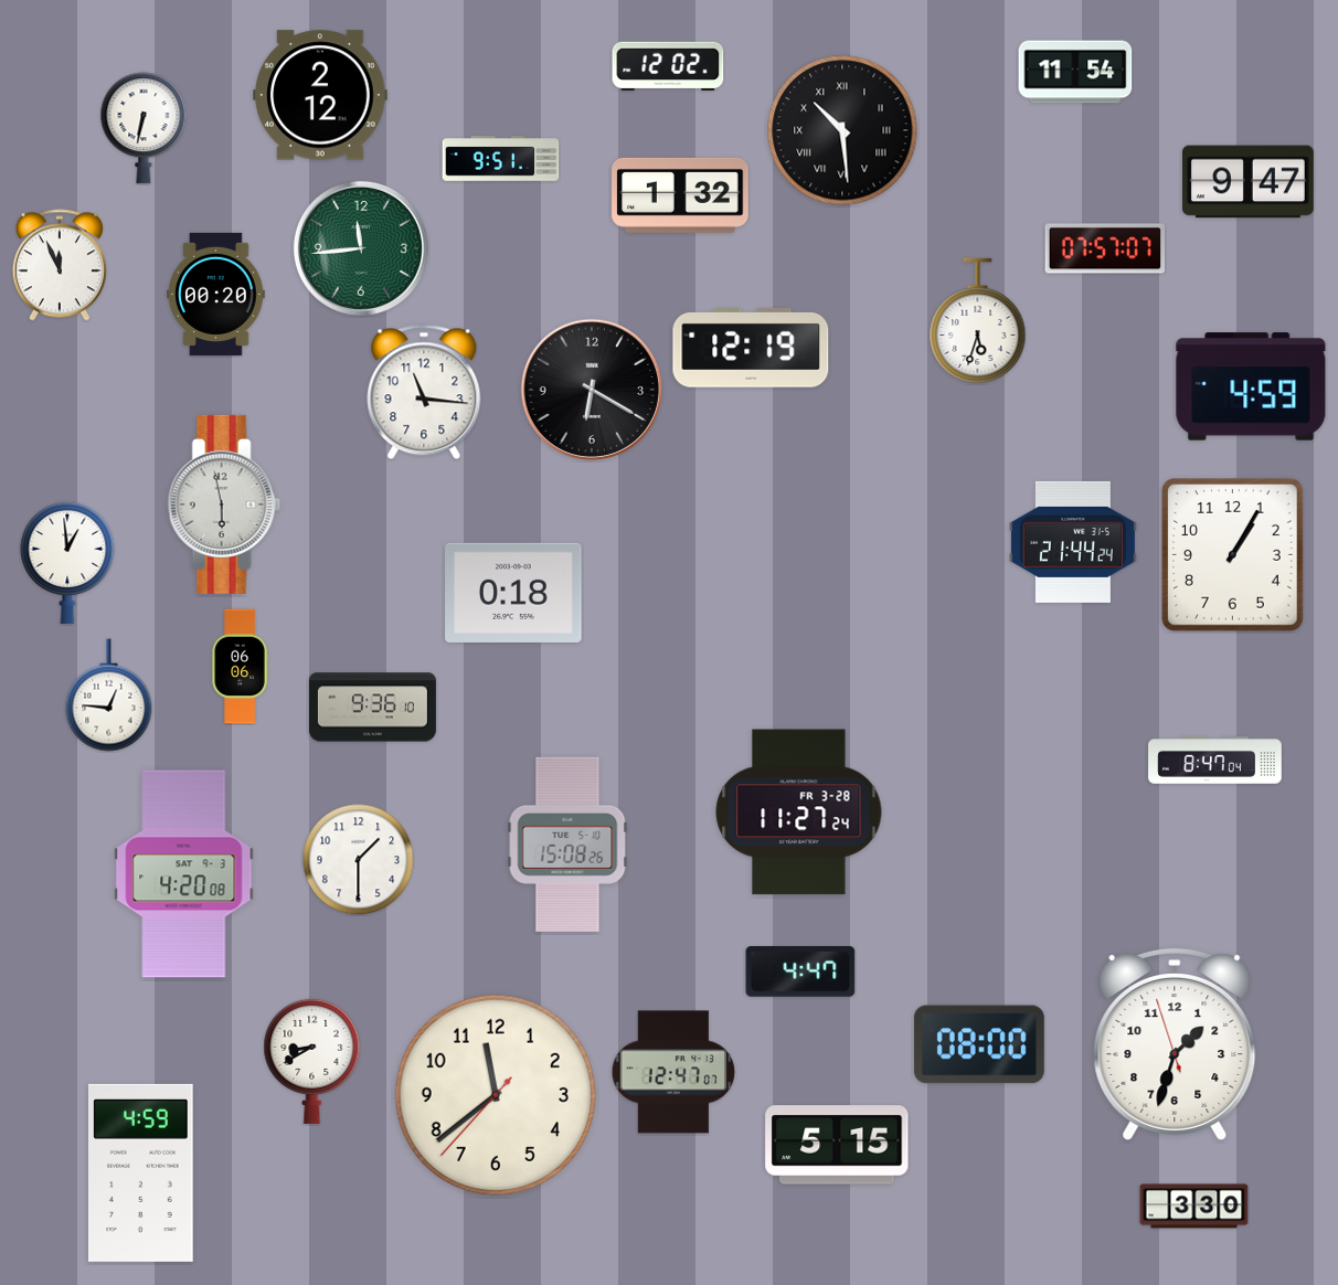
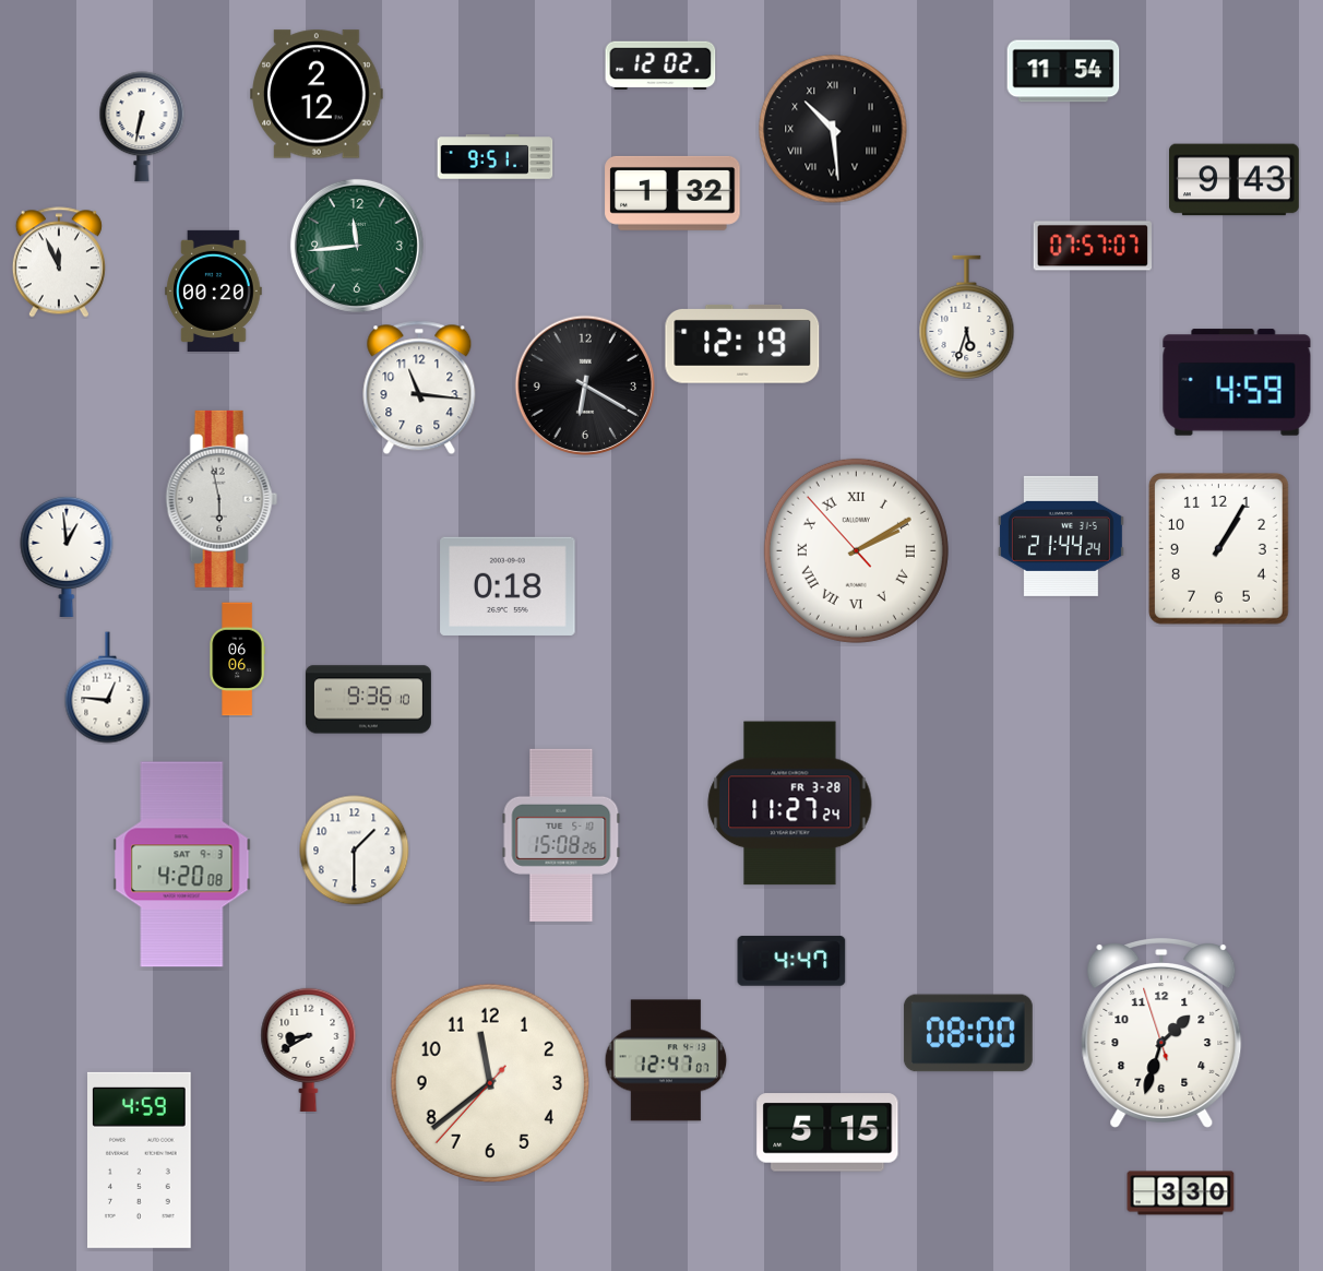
clock at (1249, 182): 9:47 -> 9:43
clock at (856, 550): none -> 2:09
clock at (1215, 761): 8:47 -> none
